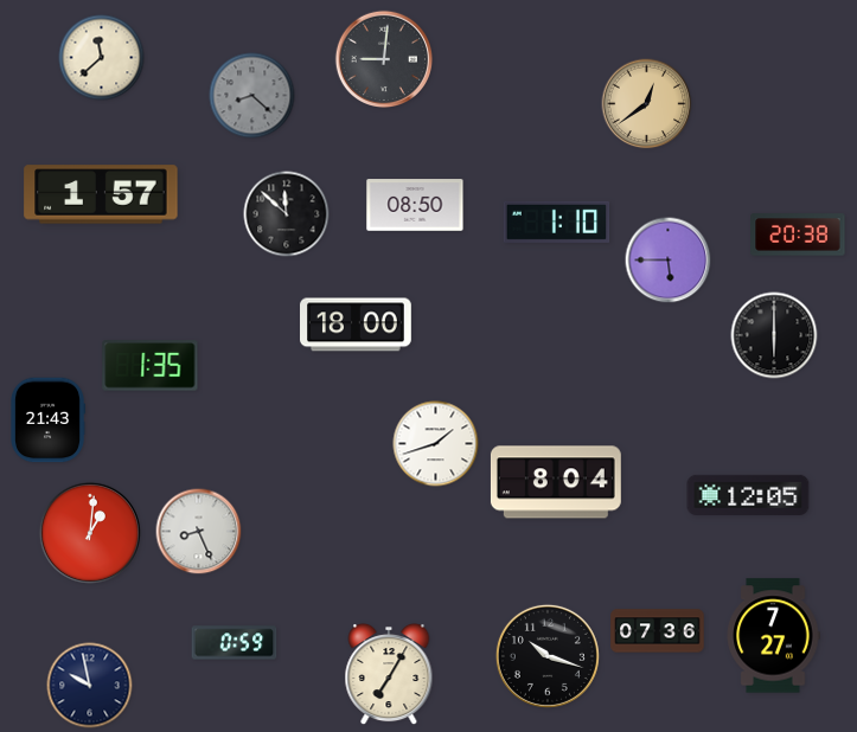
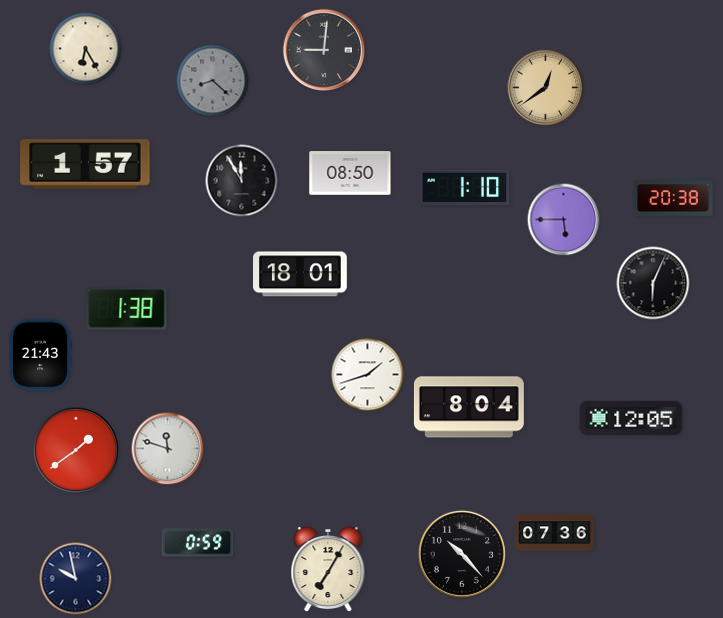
clock at (102, 58): 11:38 -> 6:25
clock at (287, 214): 11:52 -> 11:55
clock at (557, 221) position: (557, 221) -> (465, 187)
clock at (357, 325): 18:00 -> 18:01
clock at (774, 335): 6:00 -> 6:04
clock at (151, 366): 1:35 -> 1:38
clock at (199, 532): 8:26 -> 11:48
clock at (90, 533): 1:01 -> 1:39
clock at (773, 636): 7:27 -> none
clock at (548, 656): 10:18 -> 10:23
